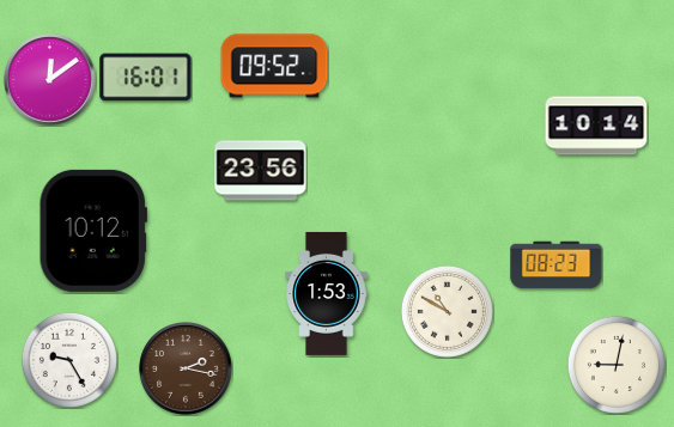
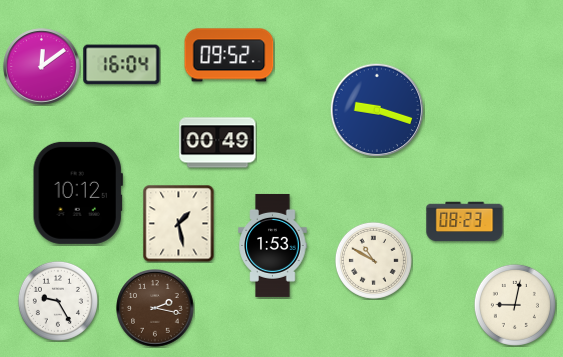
clock at (146, 78): 16:01 -> 16:04
clock at (596, 126): 10:14 -> none
clock at (377, 110): none -> 9:18
clock at (261, 171): 23:56 -> 00:49
clock at (179, 223): none -> 1:28
